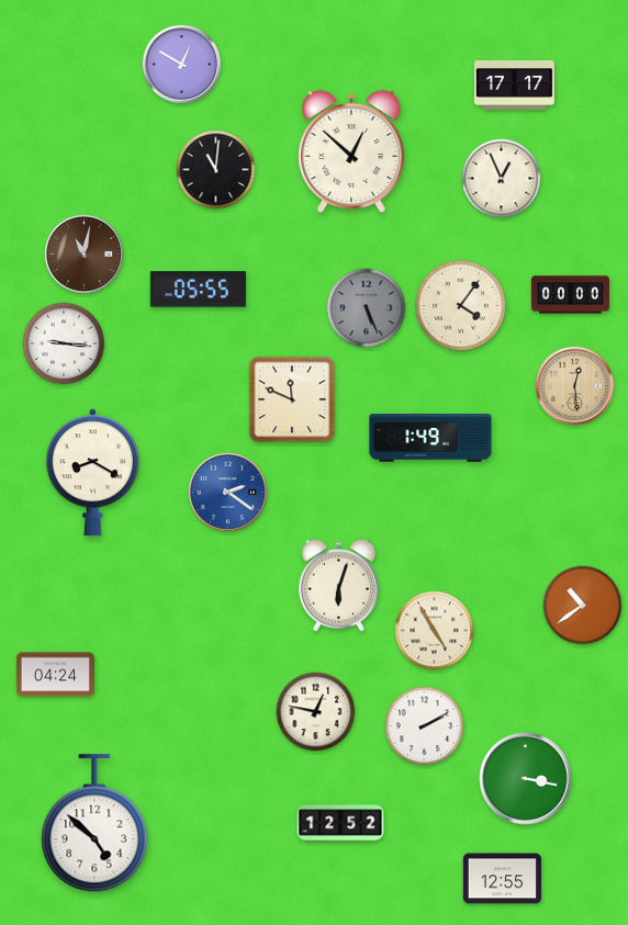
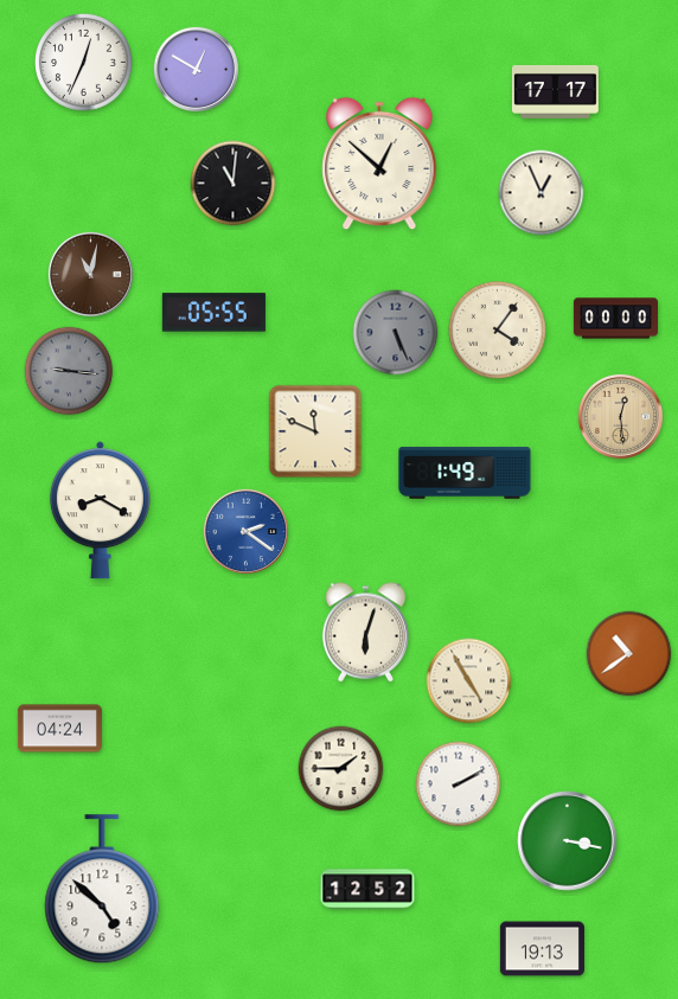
clock at (84, 63): none -> 12:34
clock at (64, 343) dial: white -> grey
clock at (316, 712): 12:47 -> 1:45
clock at (502, 879): 12:55 -> 19:13
